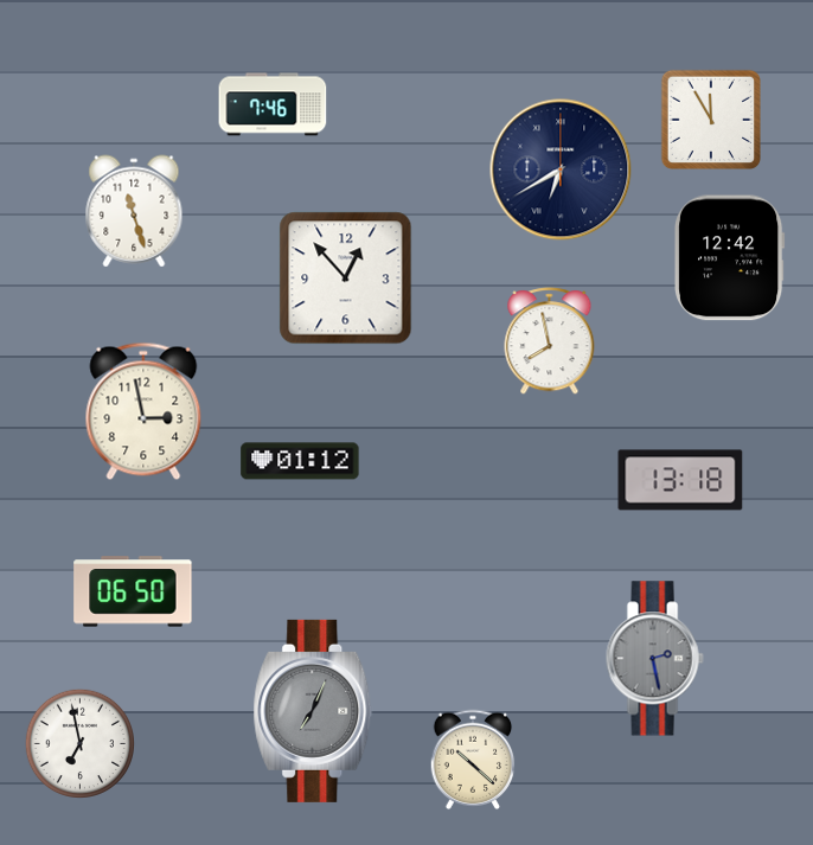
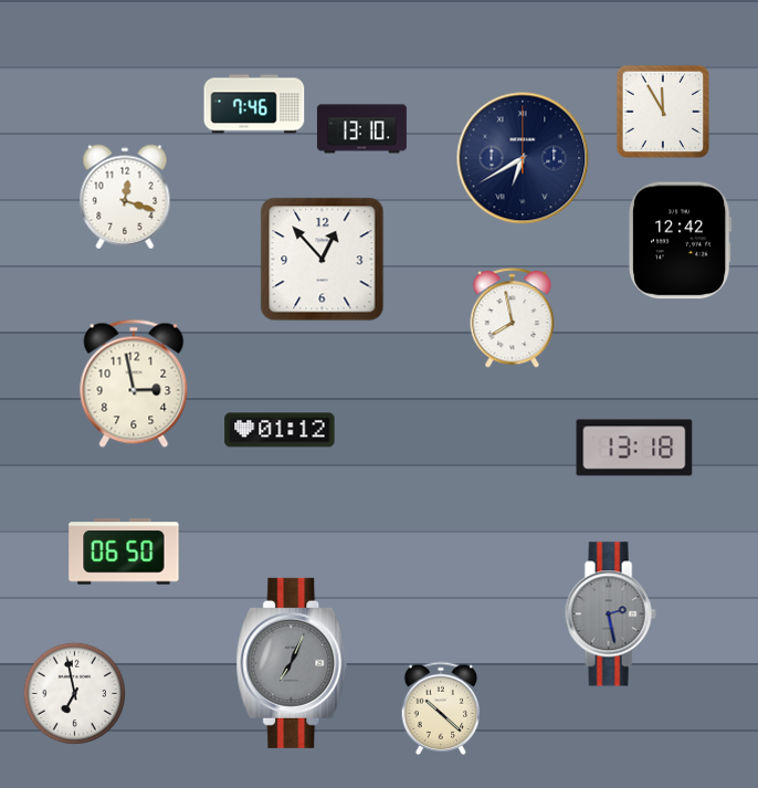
clock at (273, 104) position: (273, 104) -> (254, 104)
clock at (361, 129): none -> 13:10
clock at (134, 211): 11:27 -> 12:18
